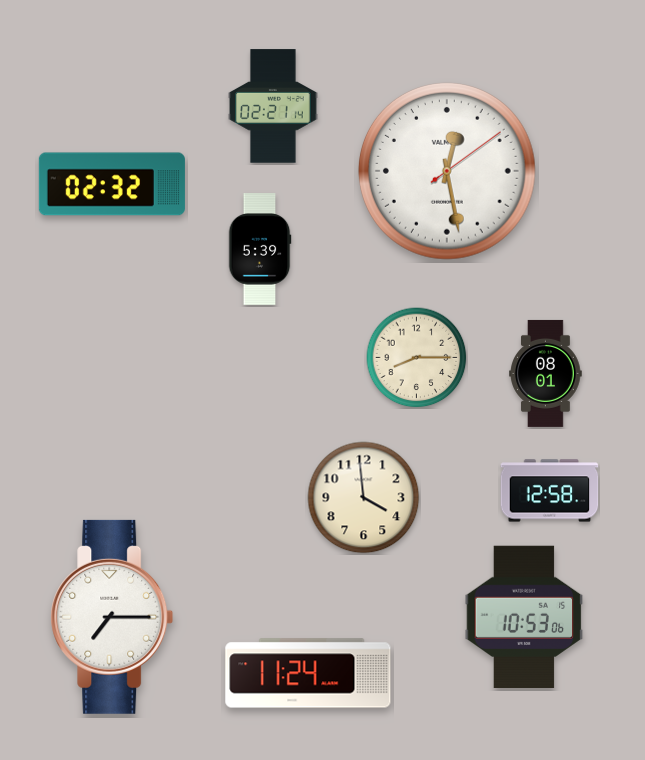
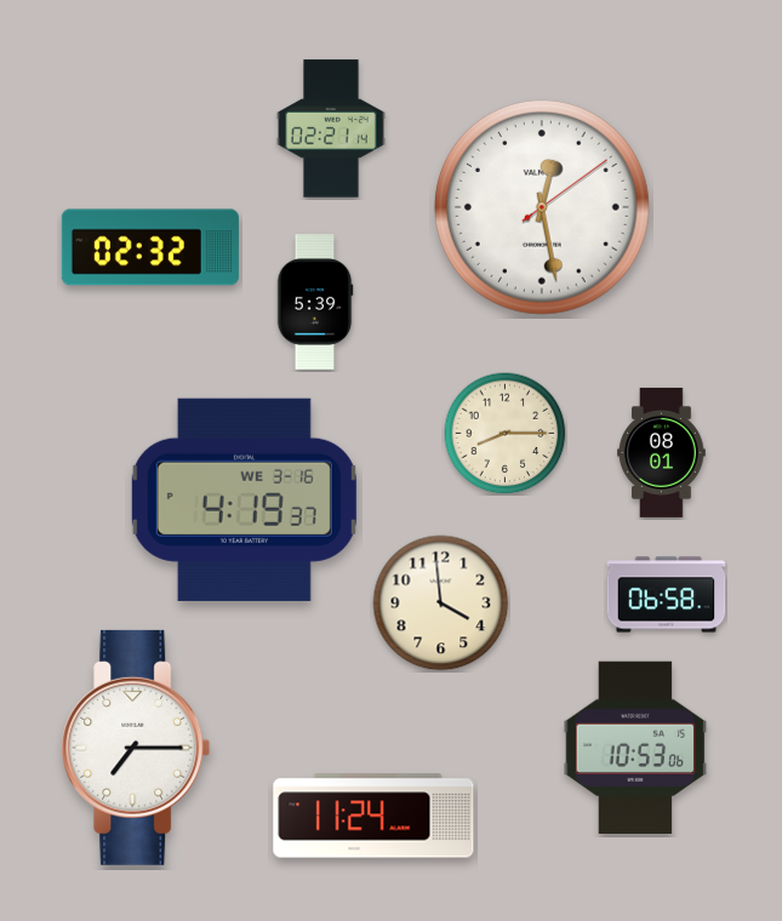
clock at (112, 184) position: (112, 184) -> (150, 247)
clock at (244, 499): none -> 4:19
clock at (550, 491): 12:58 -> 06:58
